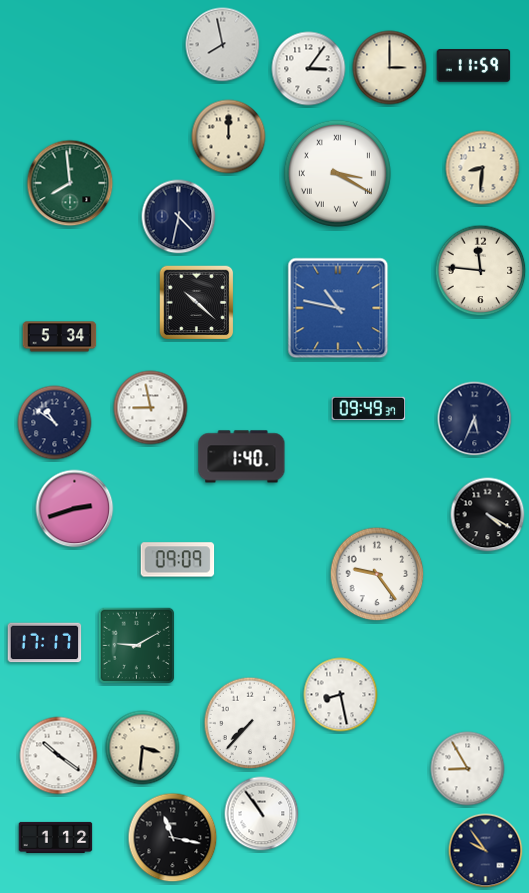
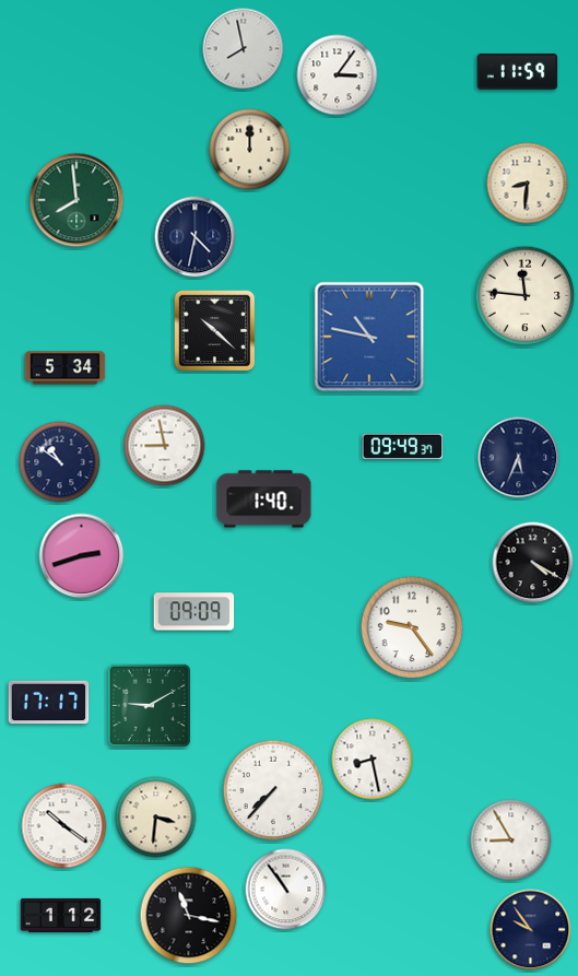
clock at (390, 68): 3:00 -> none
clock at (337, 173): 3:20 -> none
